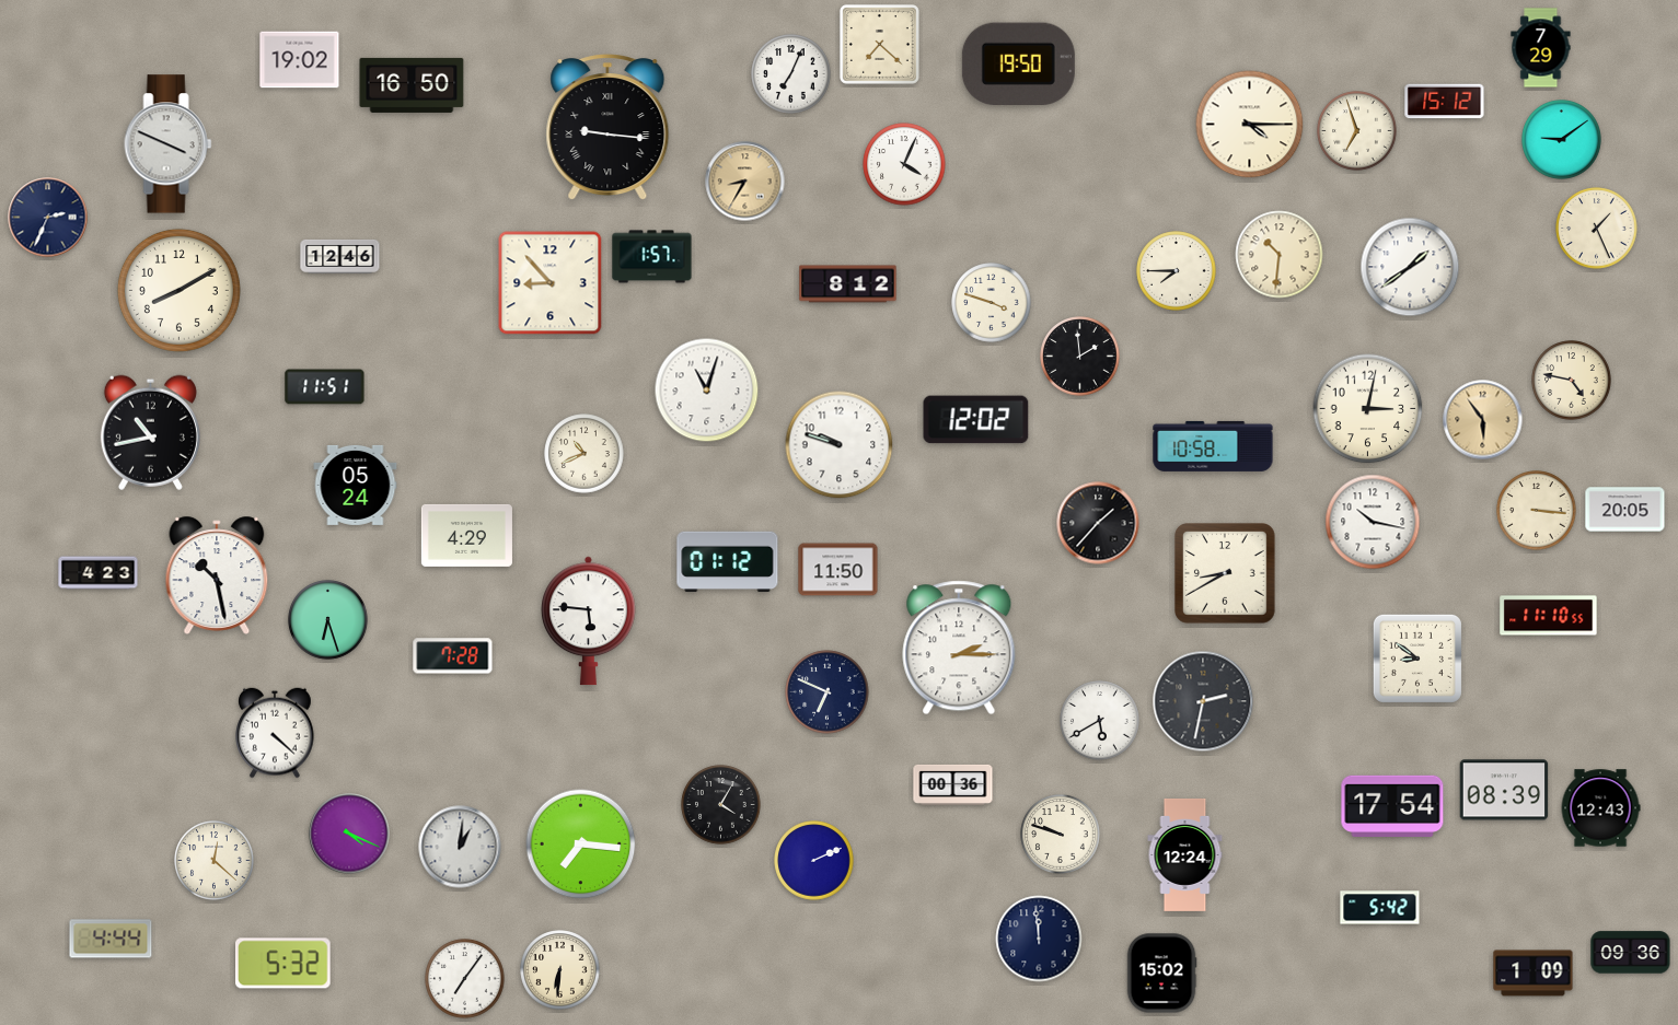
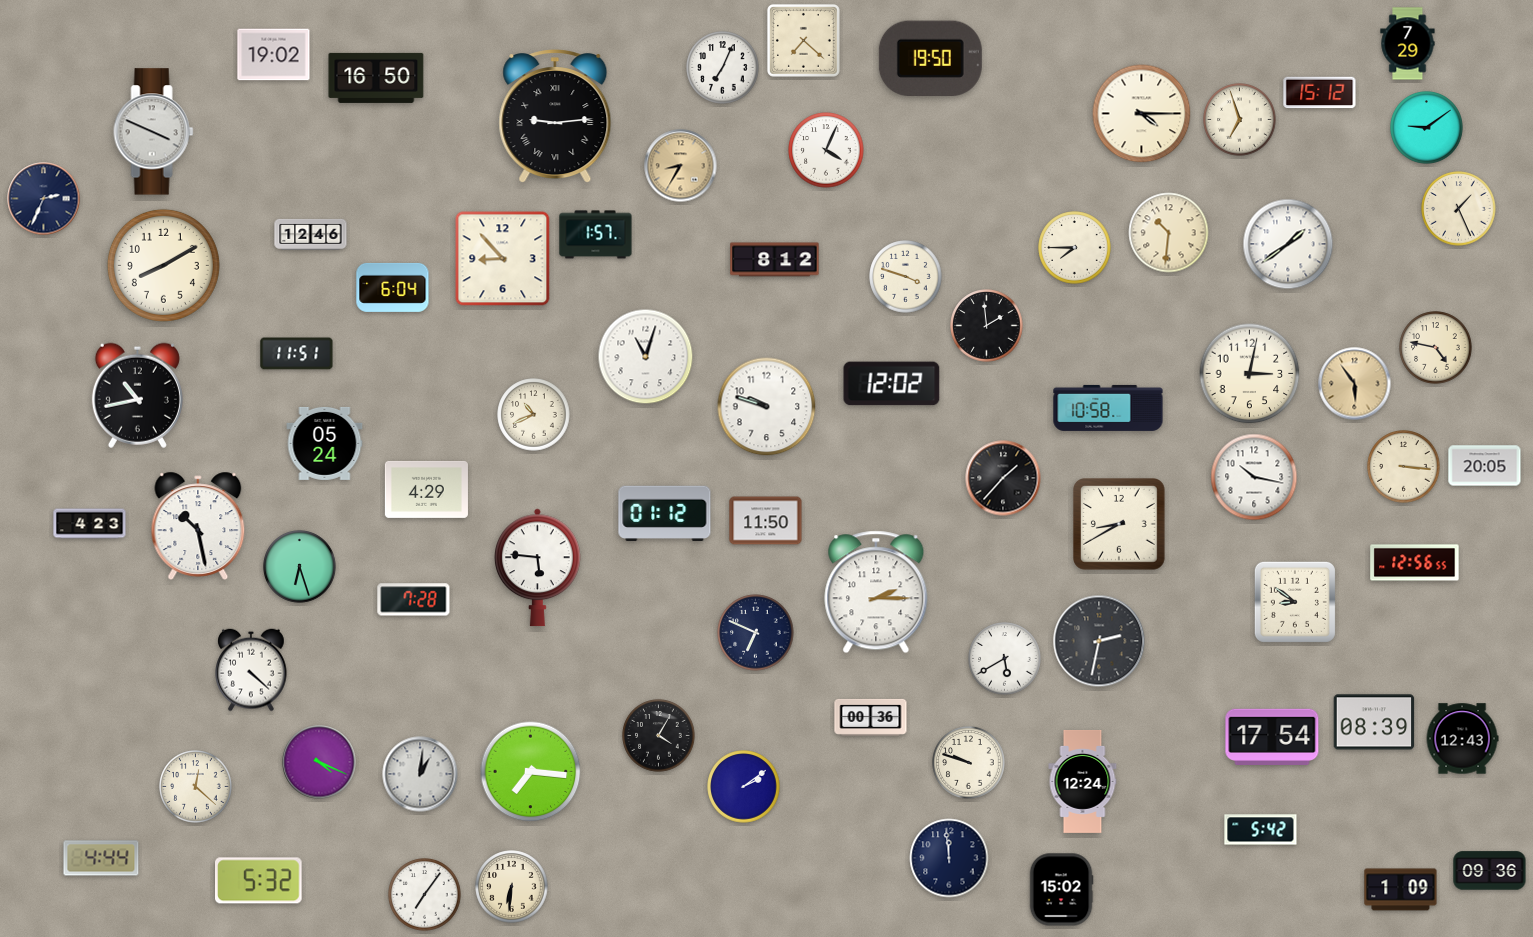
clock at (607, 128): 9:16 -> 9:14
clock at (393, 287): none -> 6:04
clock at (1549, 616): 11:10 -> 12:56
clock at (814, 861): 2:11 -> 2:09
